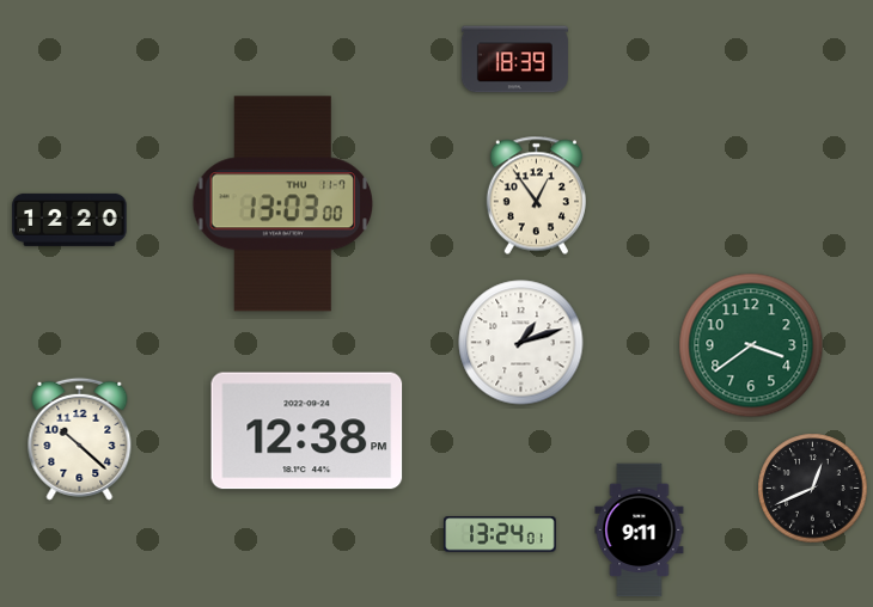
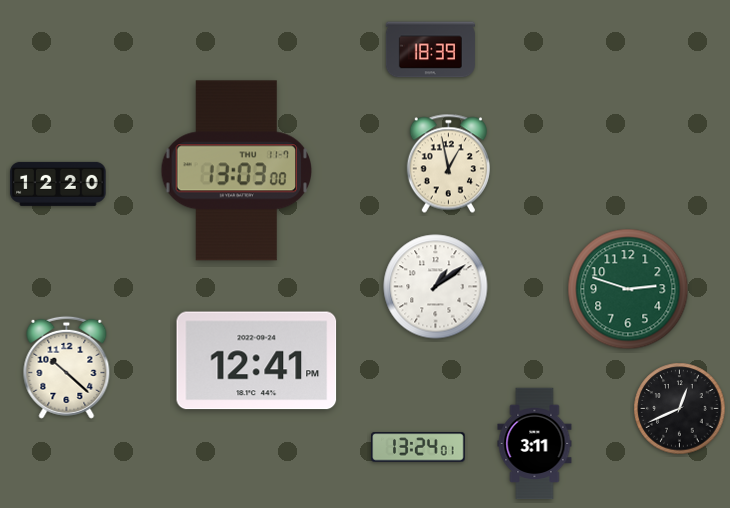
clock at (536, 196): 12:54 -> 12:58
clock at (521, 343): 1:12 -> 1:09
clock at (751, 345): 3:39 -> 2:48
clock at (307, 431): 12:38 -> 12:41
clock at (640, 531): 9:11 -> 3:11
